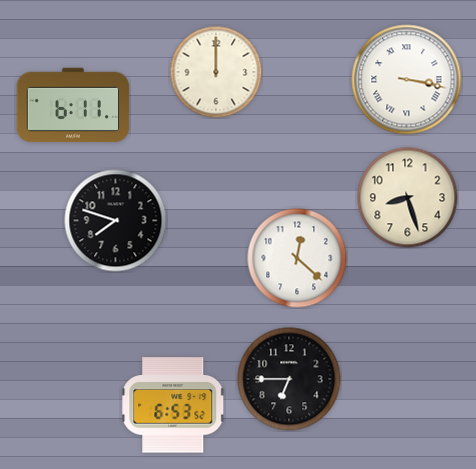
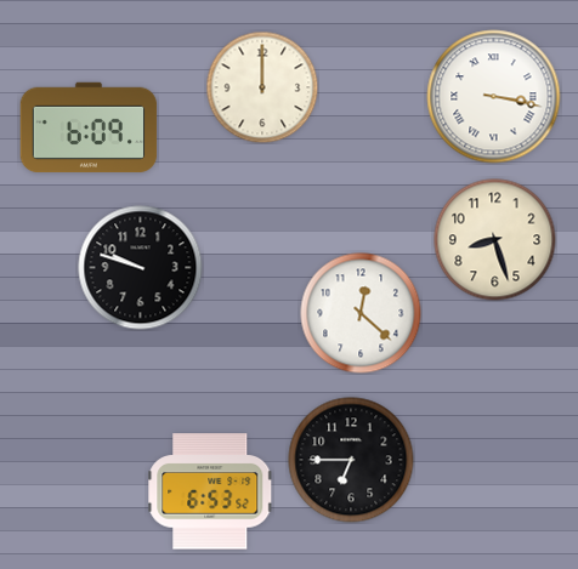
clock at (73, 105): 6:11 -> 6:09
clock at (116, 221): 7:48 -> 9:48
